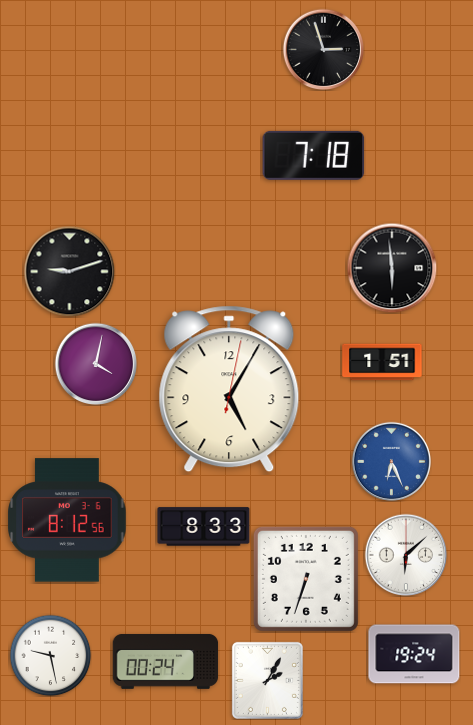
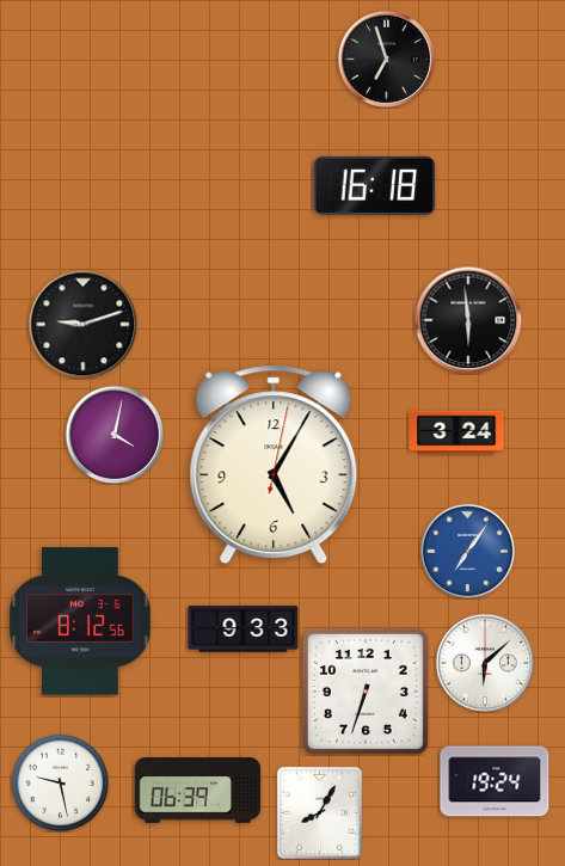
clock at (323, 49): 2:57 -> 6:57
clock at (314, 155): 7:18 -> 16:18
clock at (382, 362): 1:51 -> 3:24
clock at (391, 461): 6:26 -> 7:06
clock at (204, 527): 8:33 -> 9:33
clock at (166, 661): 00:24 -> 06:39
clock at (267, 680): 2:05 -> 8:05
